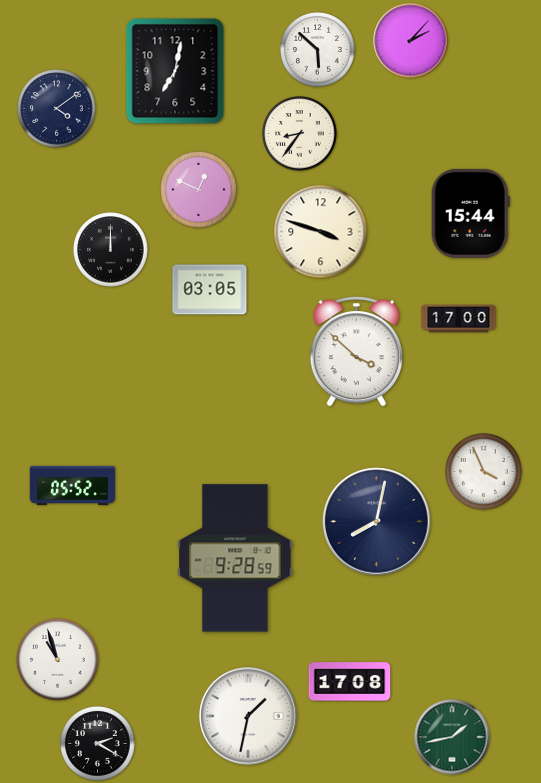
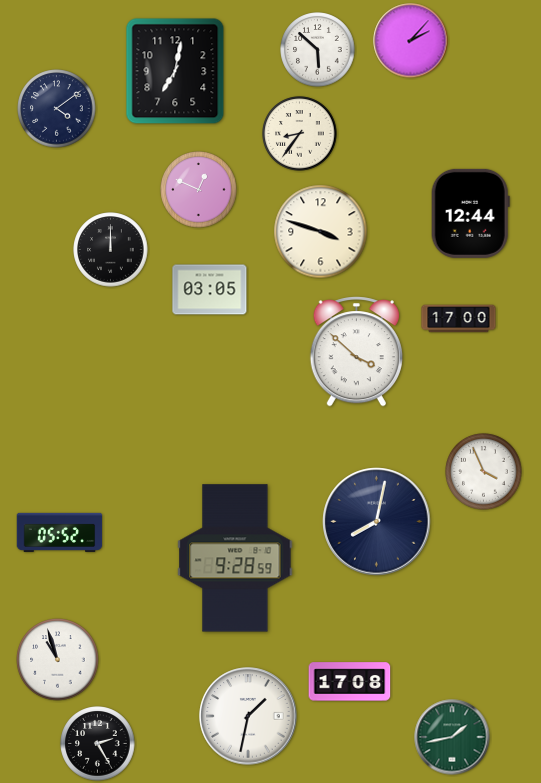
clock at (470, 213): 15:44 -> 12:44
clock at (73, 485) position: (73, 485) -> (60, 532)
clock at (98, 744): 2:20 -> 2:25
